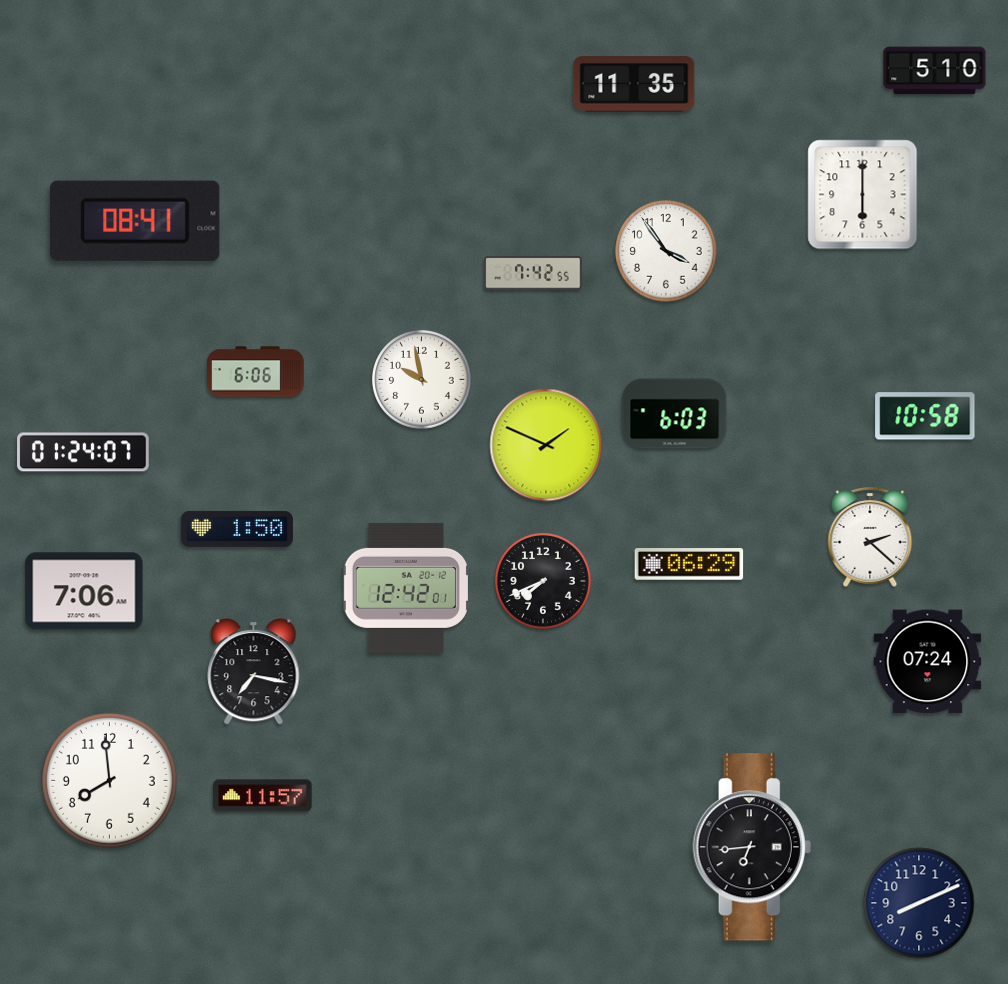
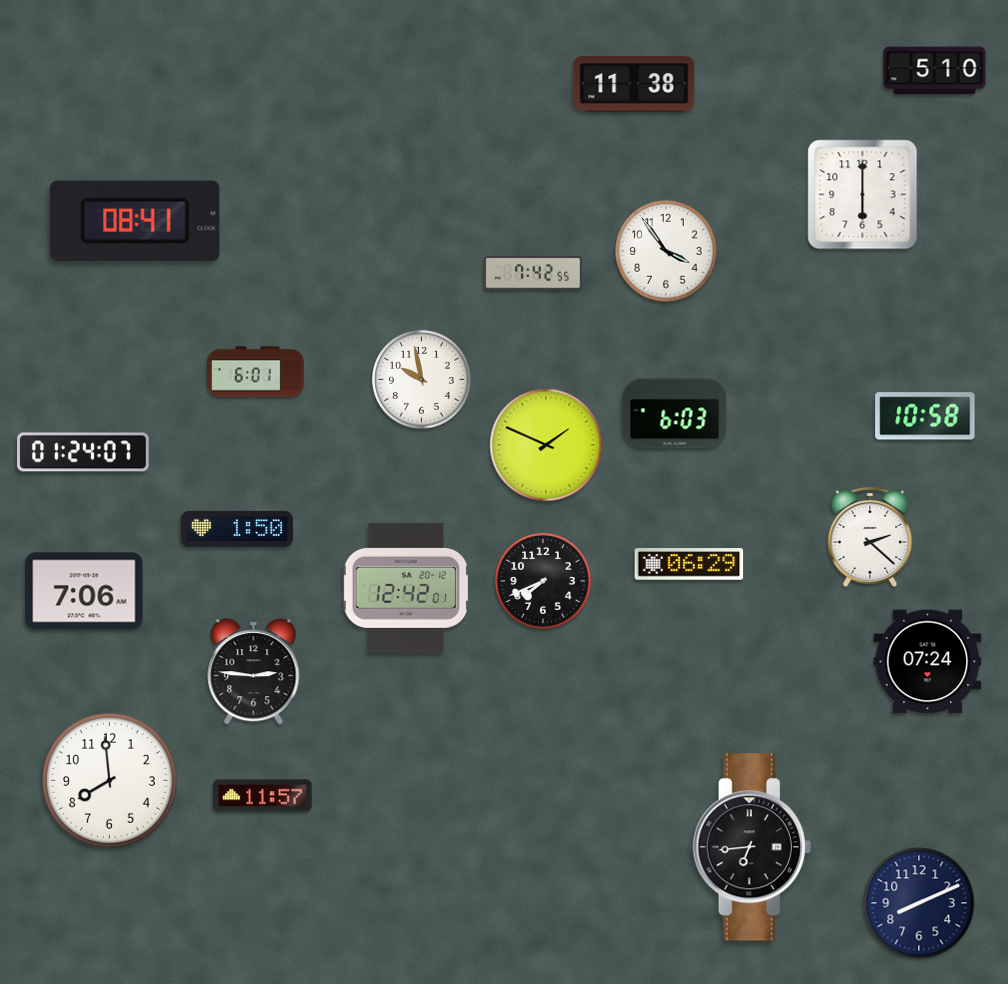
clock at (634, 84): 11:35 -> 11:38
clock at (256, 372): 6:06 -> 6:01
clock at (254, 672): 7:17 -> 2:46
